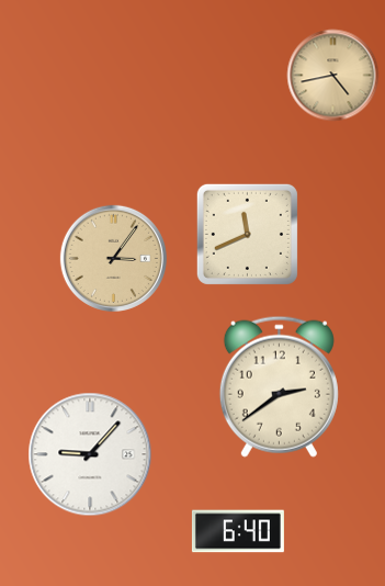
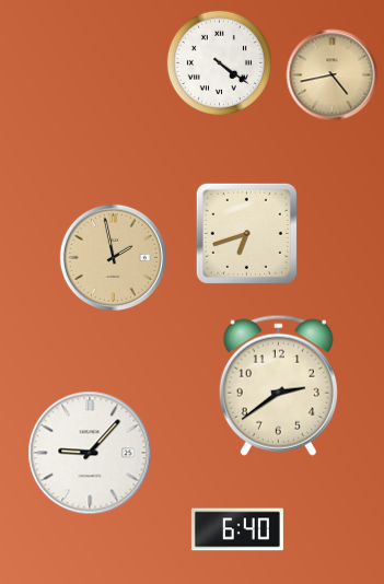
clock at (219, 62): none -> 4:21
clock at (247, 234): 11:41 -> 6:42
clock at (113, 258): 3:06 -> 1:58
